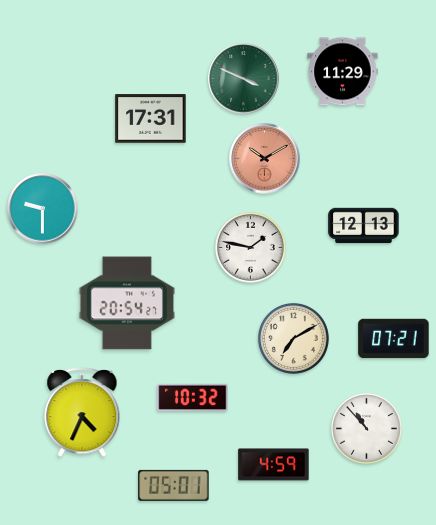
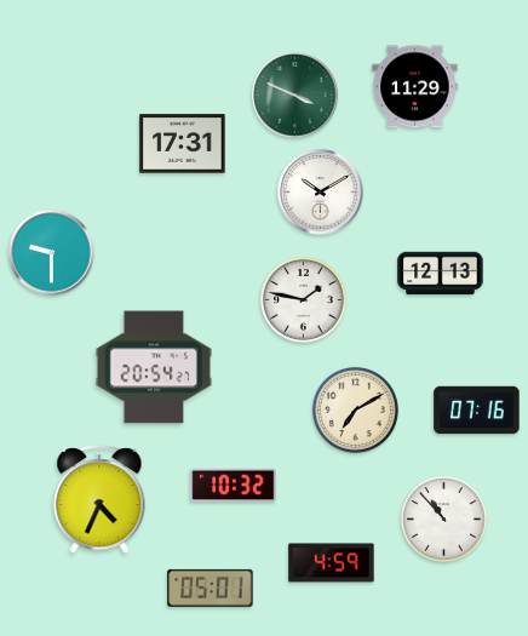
clock at (265, 159) dial: salmon -> white
clock at (394, 339): 07:21 -> 07:16
clock at (193, 398) position: (193, 398) -> (234, 486)
